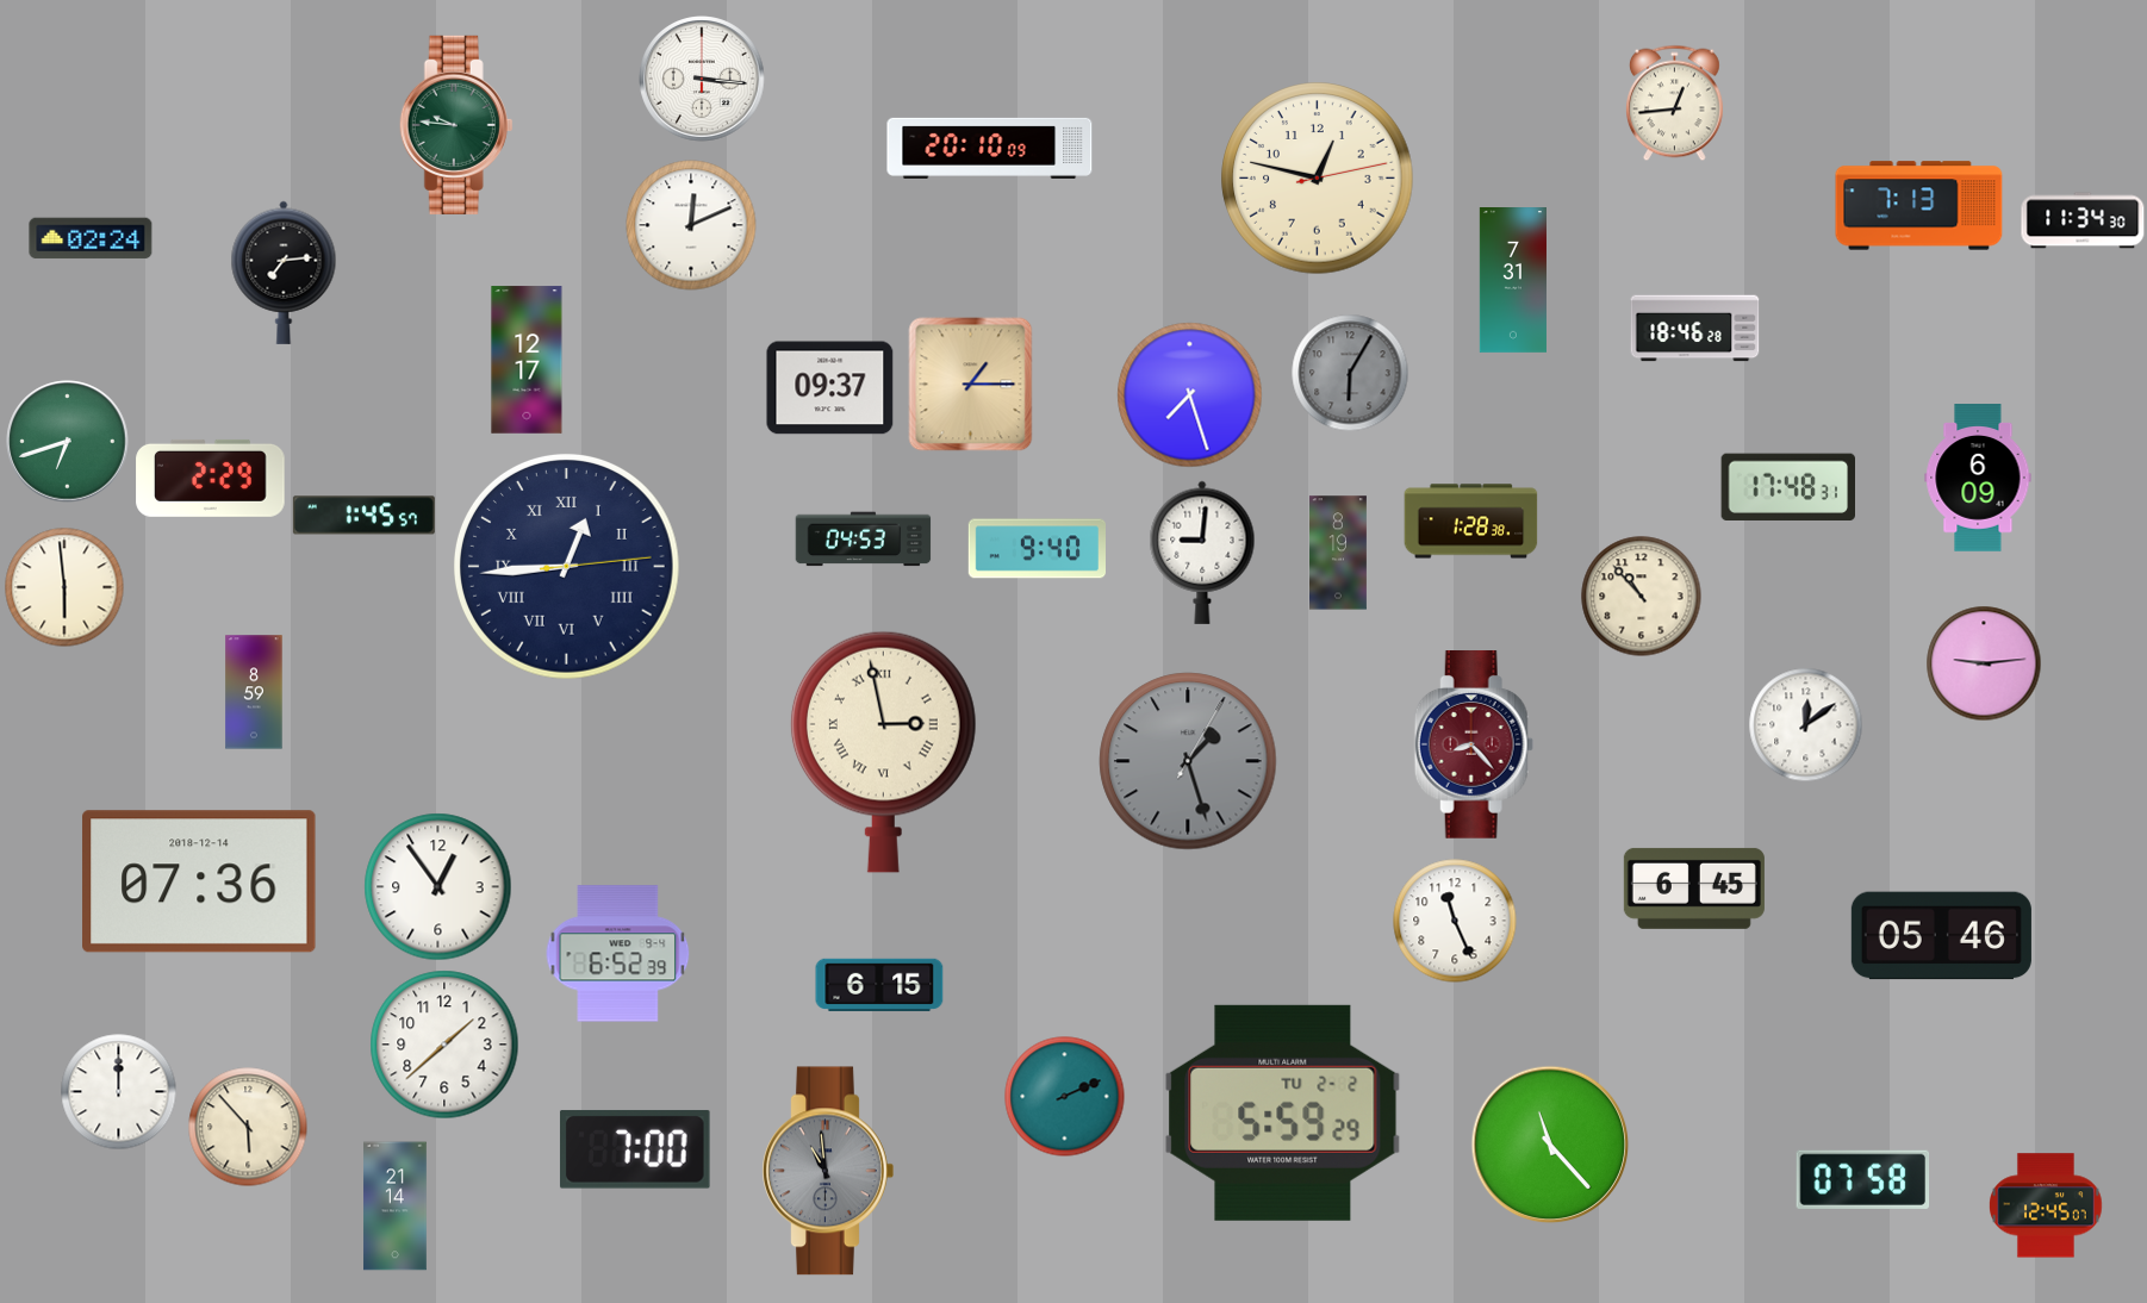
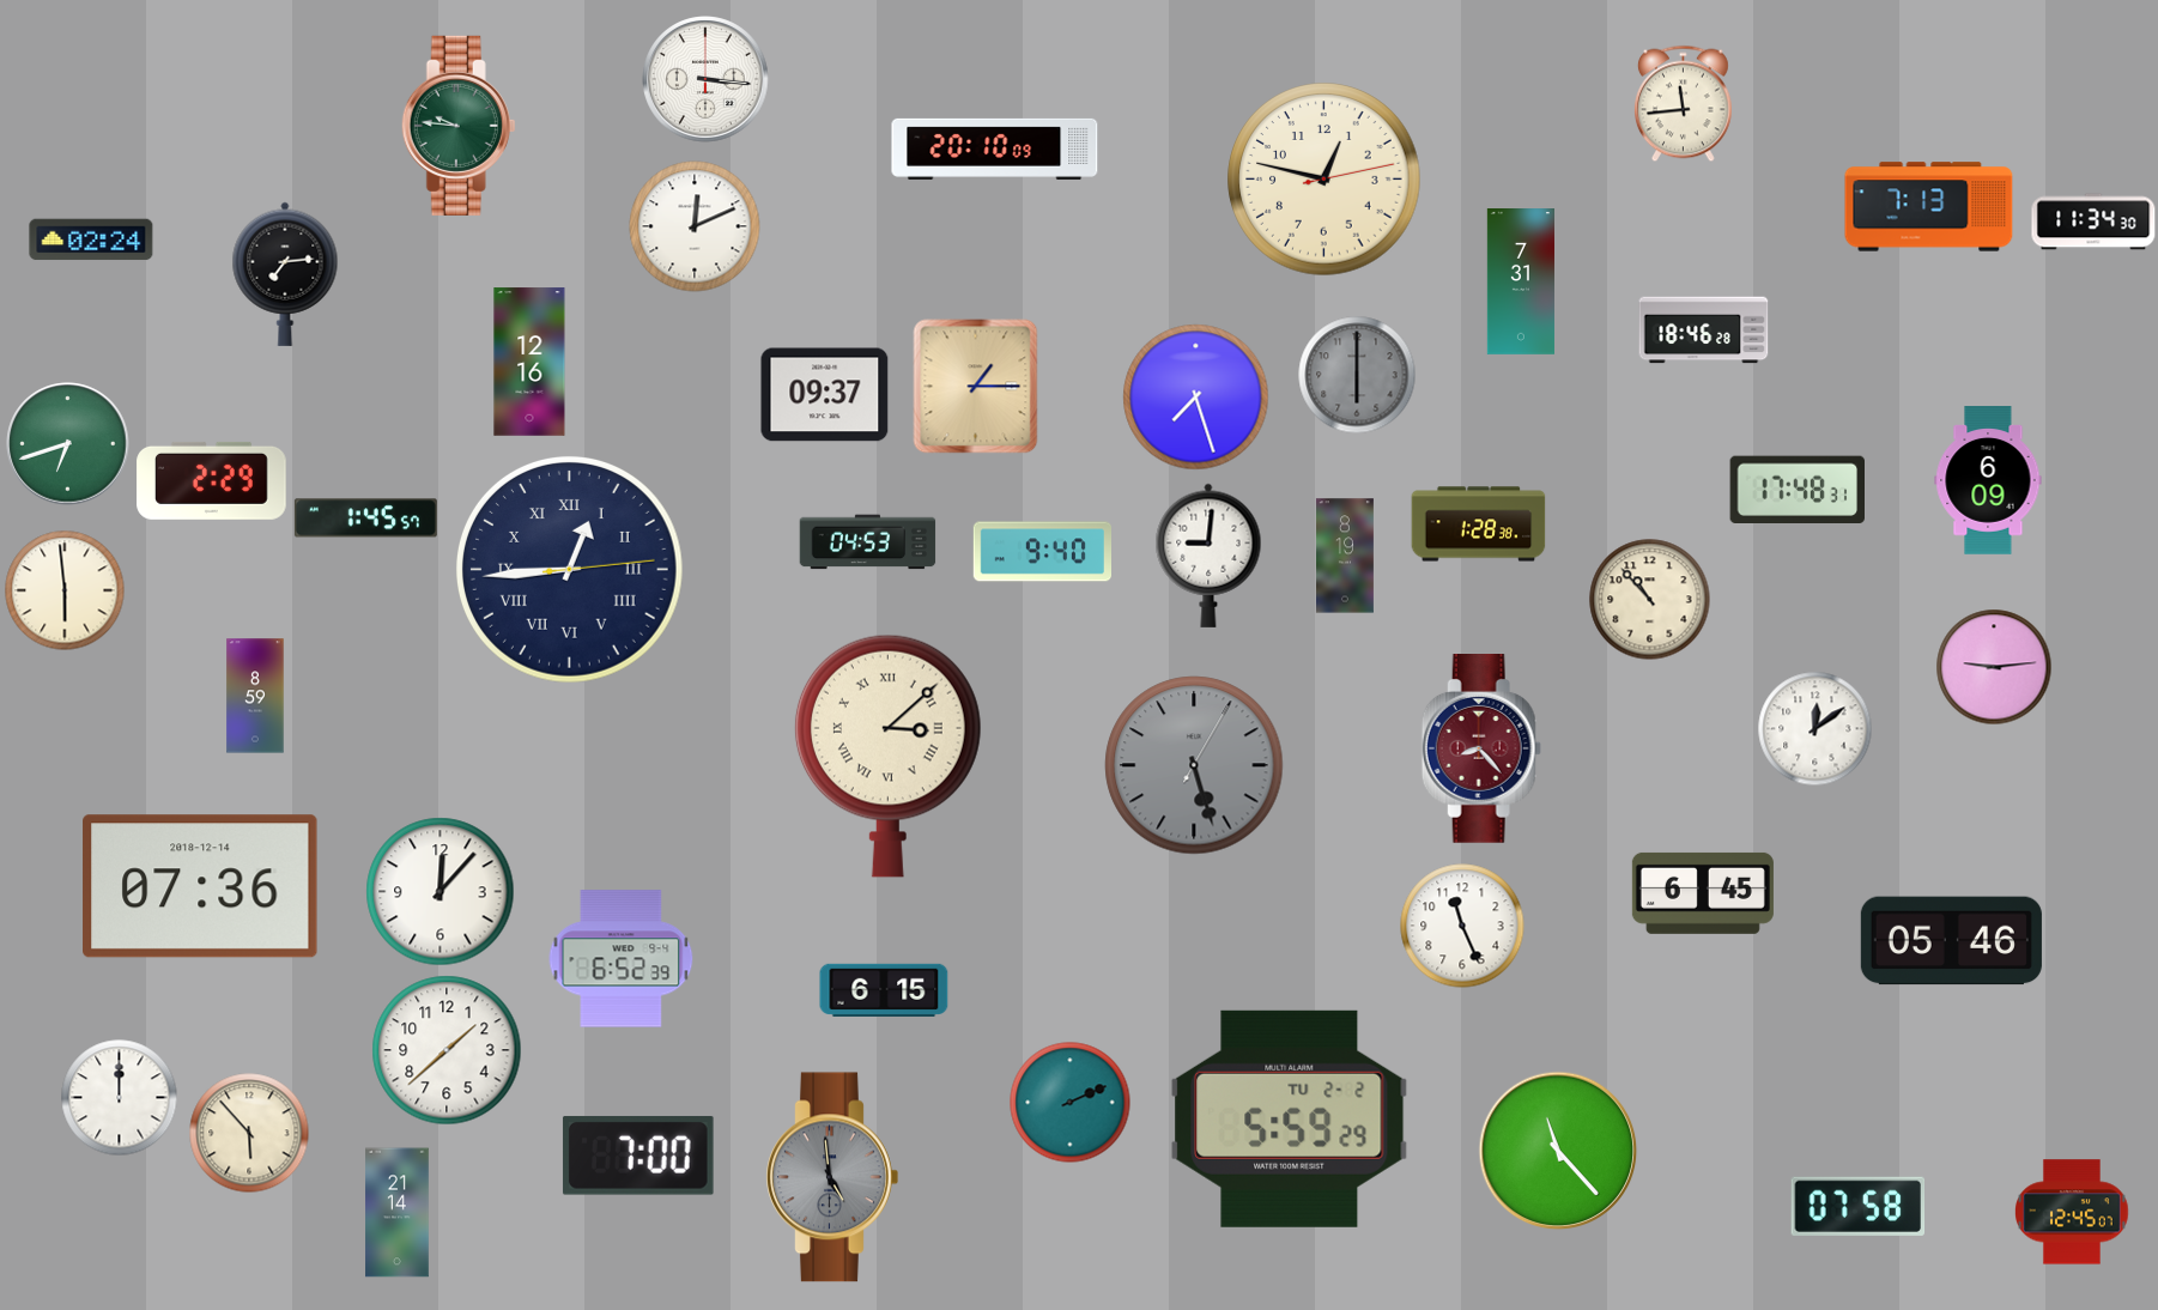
clock at (1675, 104): 12:44 -> 11:44
clock at (527, 360): 12:17 -> 12:16
clock at (1350, 373): 6:05 -> 6:00
clock at (830, 388) position: (830, 388) -> (825, 395)
clock at (883, 752): 2:58 -> 3:08
clock at (1188, 761): 1:27 -> 5:27
clock at (438, 887): 12:54 -> 12:07
clock at (828, 1171): 10:59 -> 4:59
clock at (1863, 1179) position: (1863, 1179) -> (1859, 1206)
clock at (2046, 1205) position: (2046, 1205) -> (2072, 1212)
